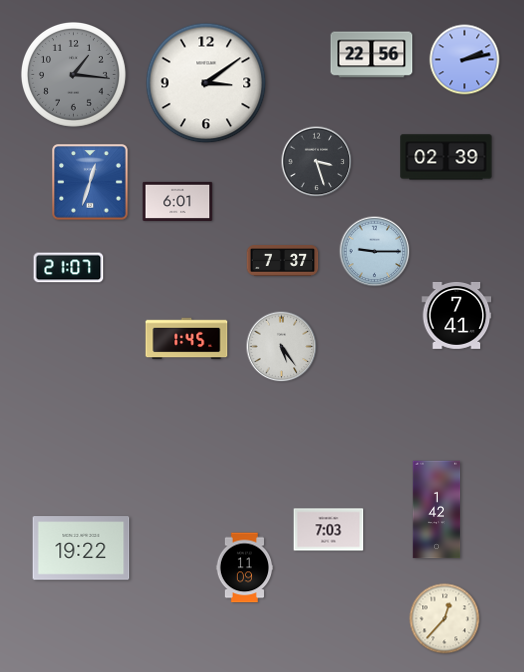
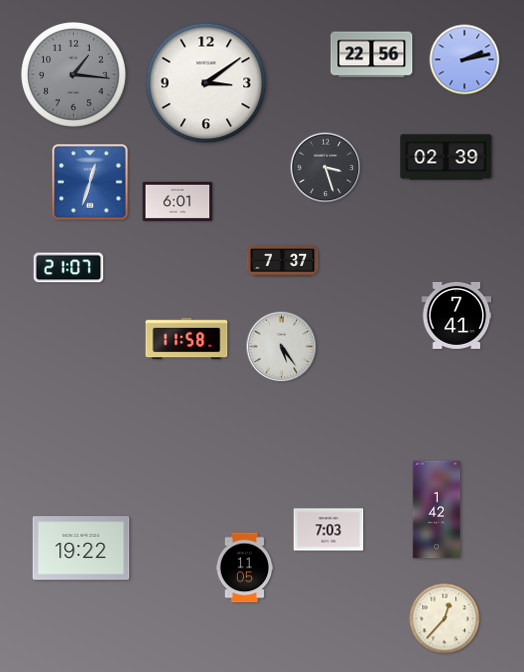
clock at (317, 162) position: (317, 162) -> (326, 168)
clock at (375, 252): 9:15 -> none
clock at (187, 339): 1:45 -> 11:58
clock at (245, 568): 11:09 -> 11:05
